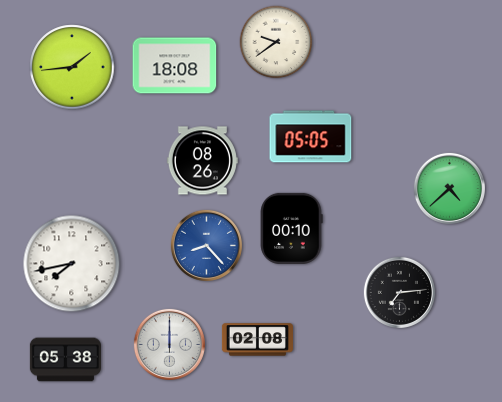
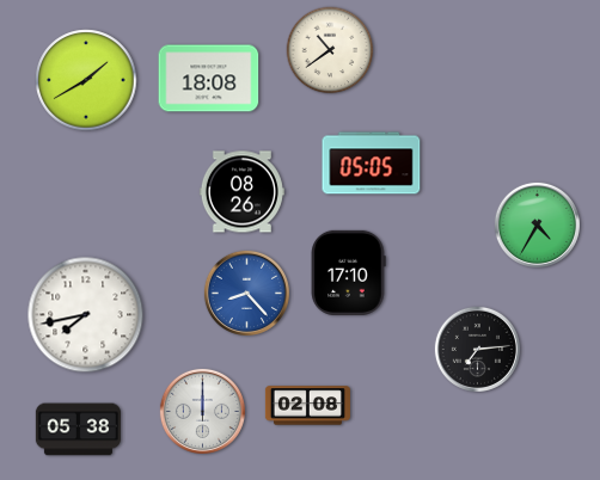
clock at (276, 42): 9:39 -> 10:39
clock at (72, 67): 1:44 -> 1:40
clock at (449, 188): 4:38 -> 4:35
clock at (291, 228): 00:10 -> 17:10
